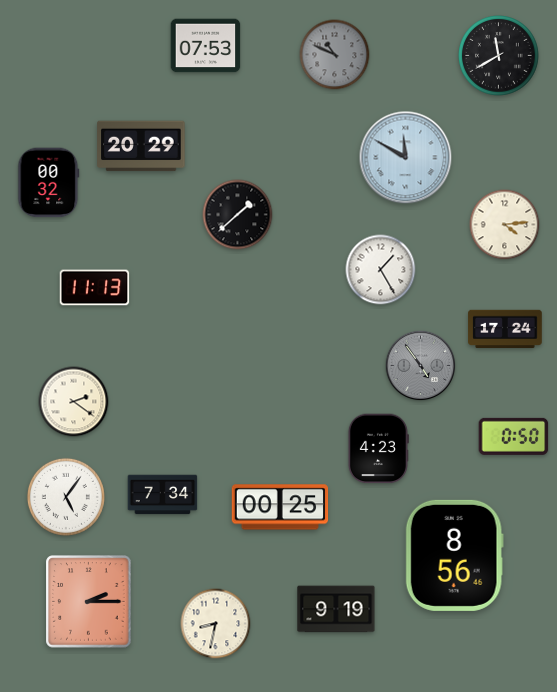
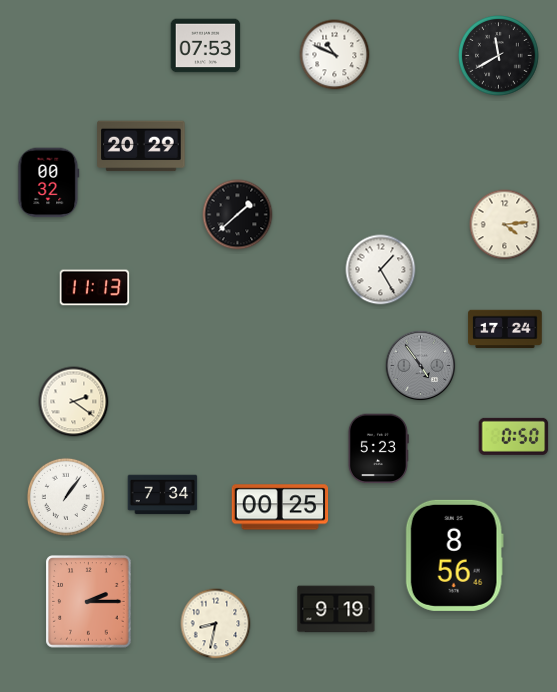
clock at (335, 55) dial: grey -> white
clock at (406, 158): 11:50 -> none
clock at (378, 449): 4:23 -> 5:23
clock at (66, 497): 5:06 -> 1:06
